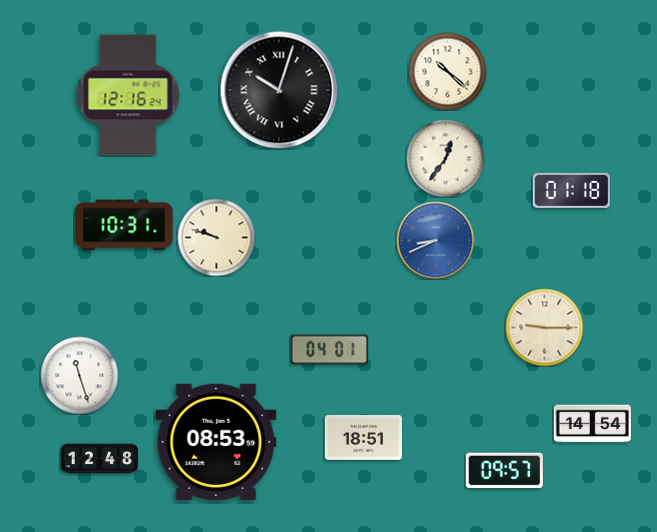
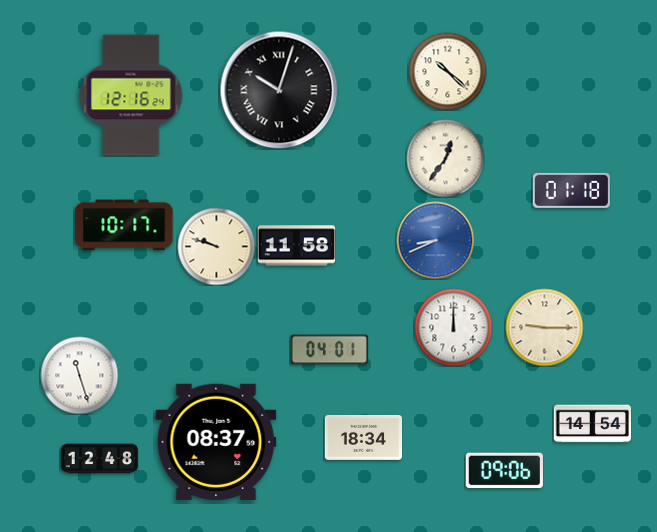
clock at (128, 95) position: (128, 95) -> (131, 95)
clock at (124, 225): 10:31 -> 10:17
clock at (216, 237) position: (216, 237) -> (216, 246)
clock at (296, 246): none -> 11:58
clock at (453, 327): none -> 12:00
clock at (363, 437): 18:51 -> 18:34
clock at (216, 442): 08:53 -> 08:37
clock at (504, 471): 09:57 -> 09:06
